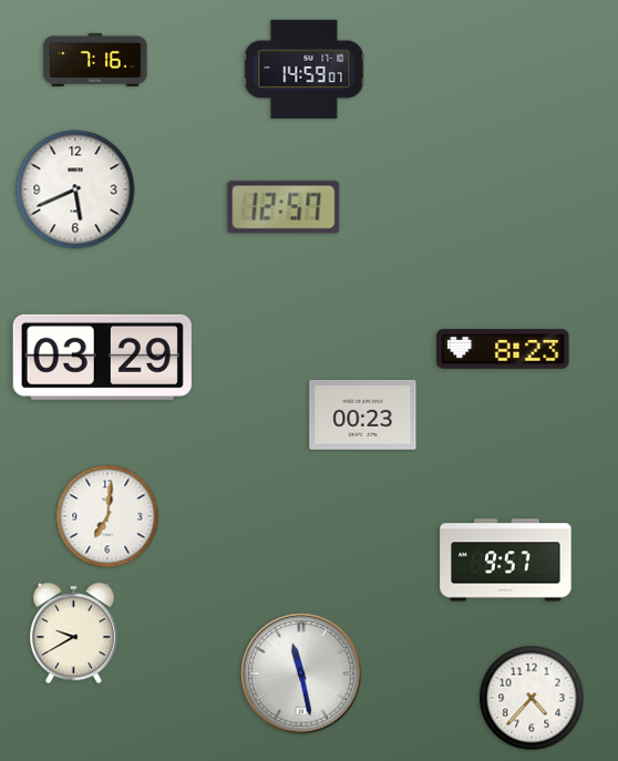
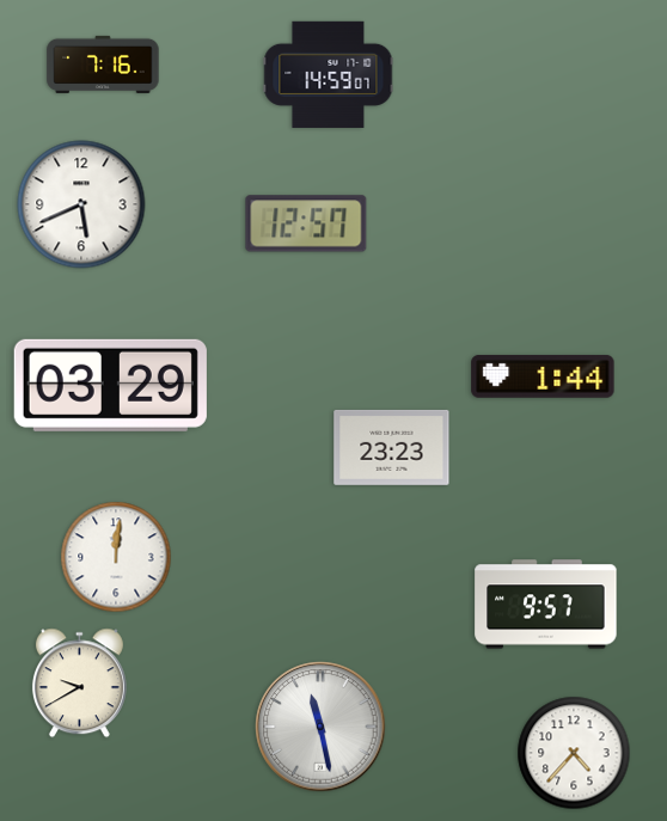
clock at (503, 349): 8:23 -> 1:44
clock at (363, 414): 00:23 -> 23:23
clock at (107, 516): 7:01 -> 12:01
clock at (301, 673) position: (301, 673) -> (320, 727)
